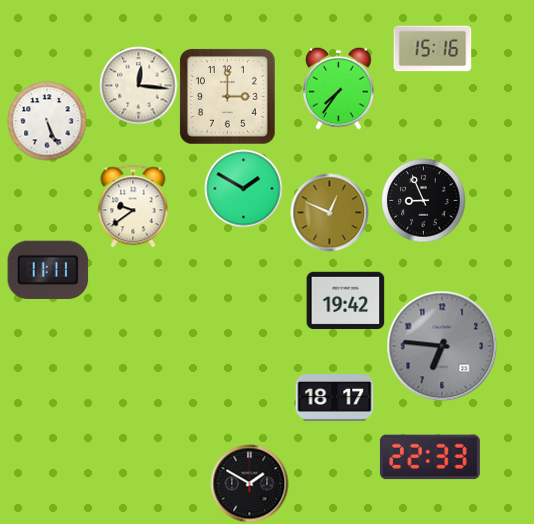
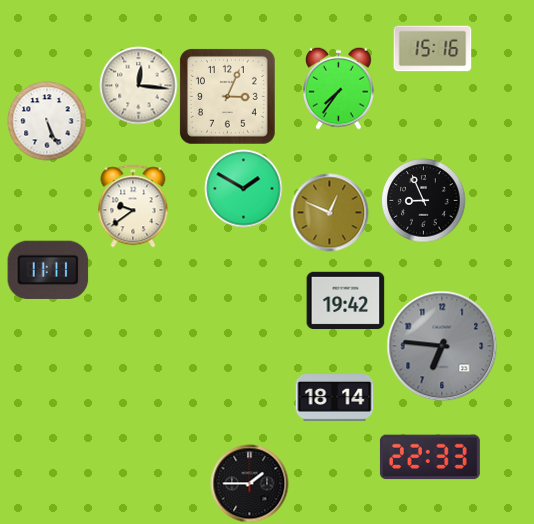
clock at (227, 96): 3:00 -> 3:04
clock at (334, 398): 18:17 -> 18:14
clock at (249, 483): 1:50 -> 1:45
